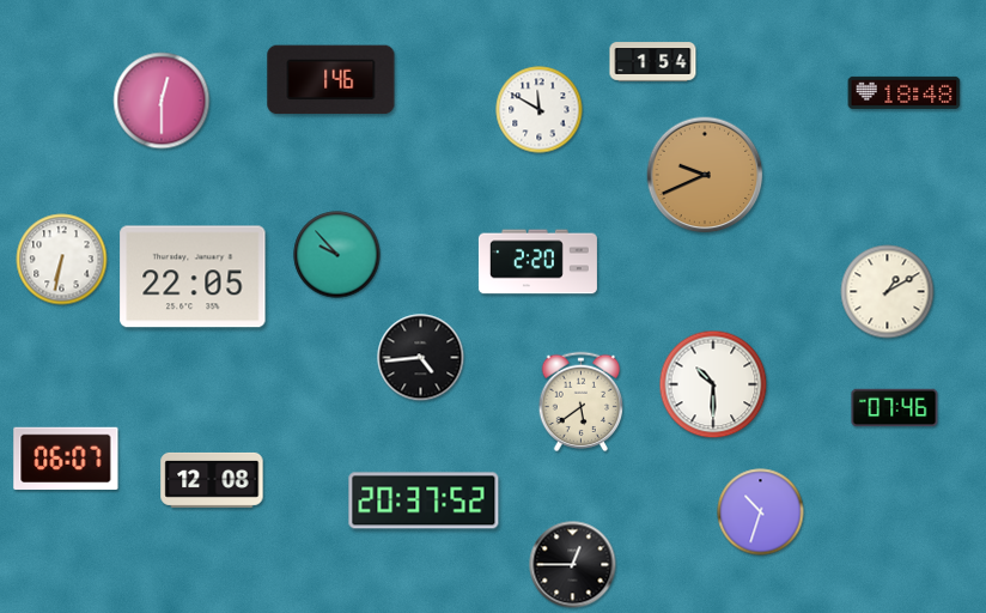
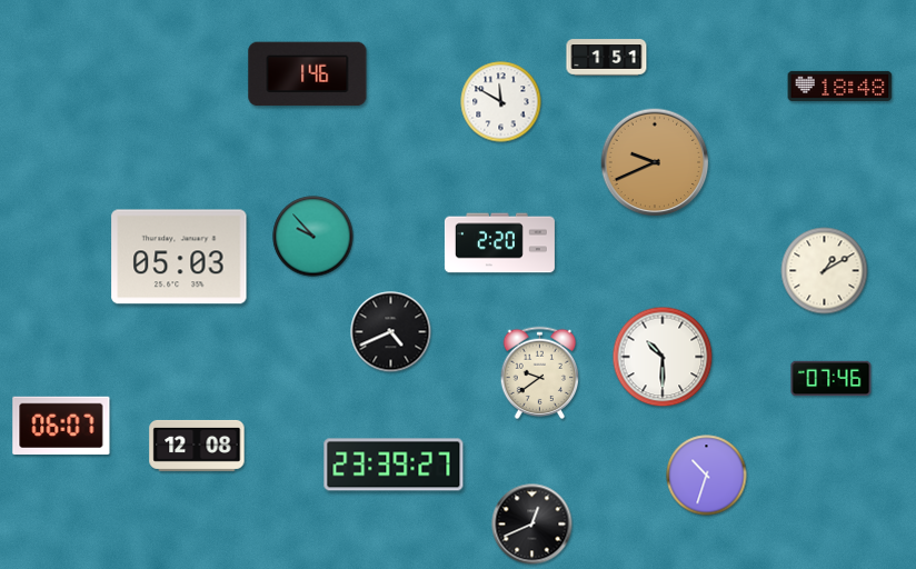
clock at (653, 62): 1:54 -> 1:51
clock at (162, 101): 12:30 -> none
clock at (62, 260): 6:32 -> none
clock at (193, 277): 22:05 -> 05:03
clock at (421, 358): 4:44 -> 4:41
clock at (582, 402): 5:39 -> 9:39
clock at (424, 500): 20:37 -> 23:39
clock at (573, 565): 12:45 -> 12:41
